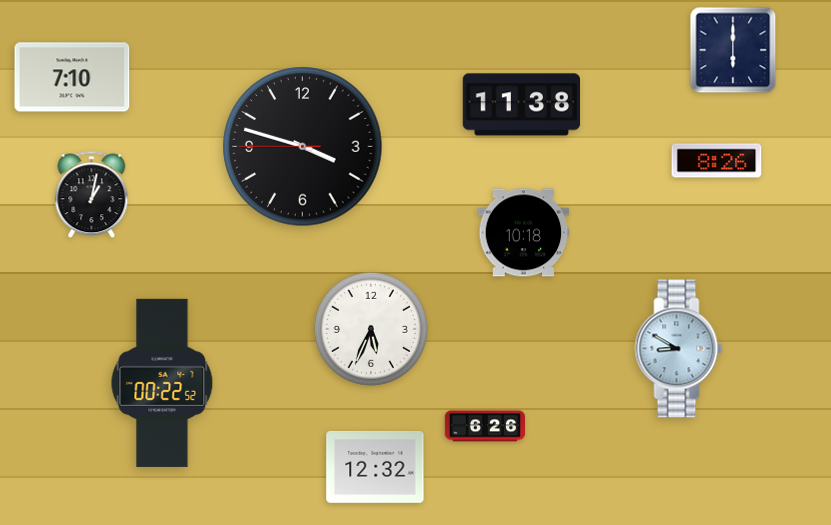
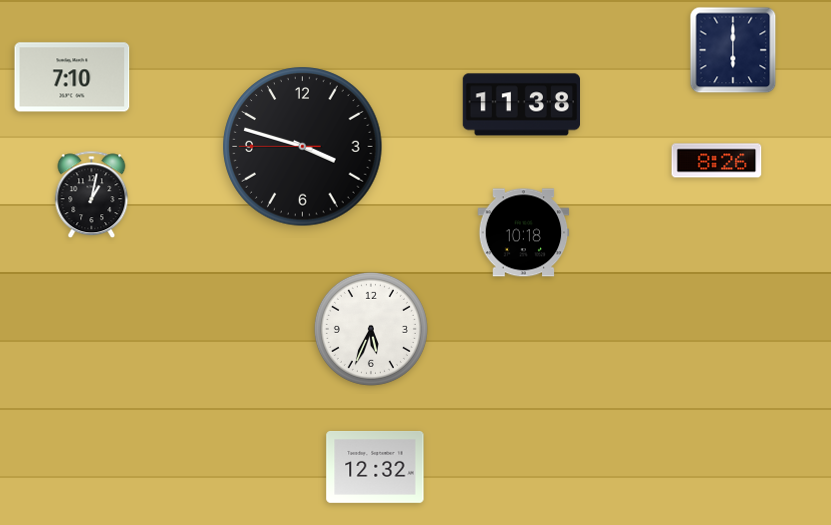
clock at (679, 349): 8:50 -> none
clock at (162, 383): 00:22 -> none
clock at (484, 426): 6:26 -> none
